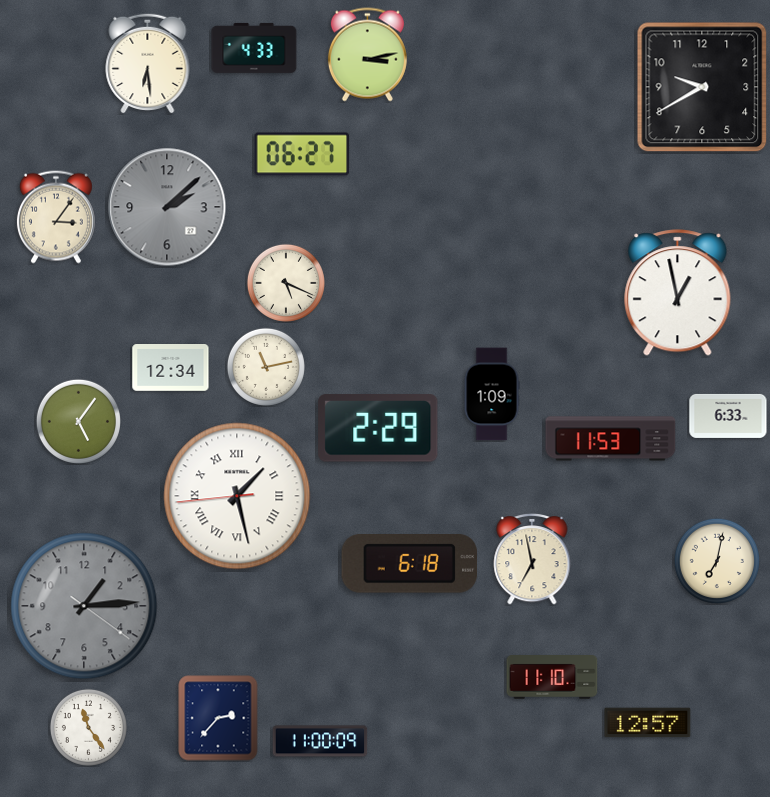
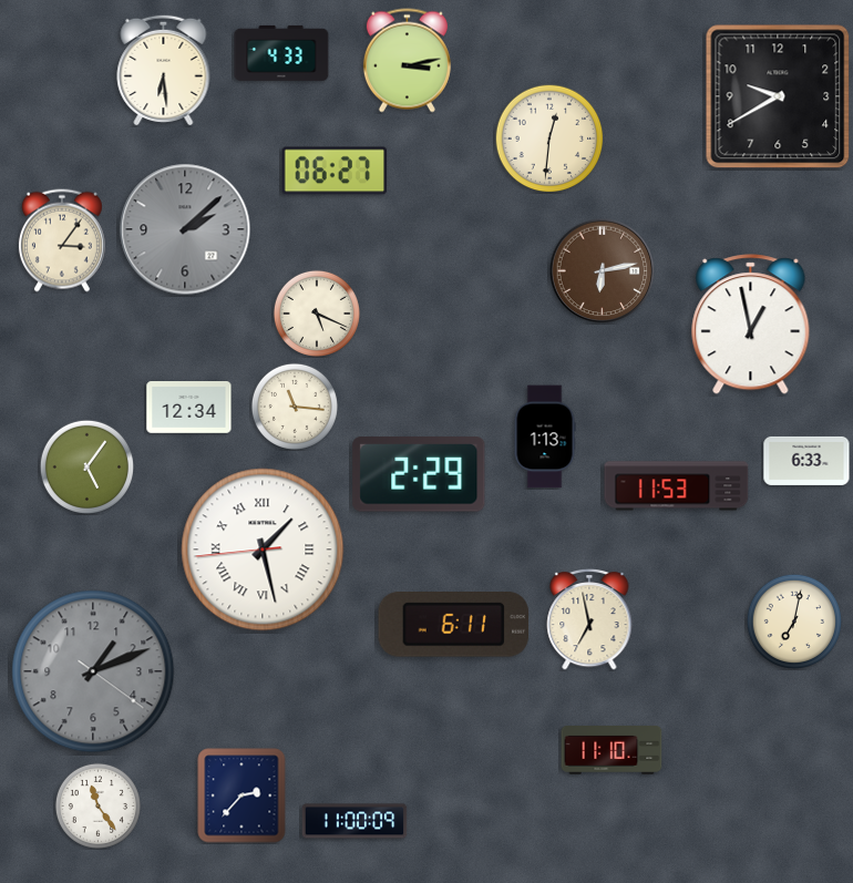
clock at (549, 138): none -> 12:31
clock at (602, 270): none -> 6:13
clock at (266, 367): 11:13 -> 11:16
clock at (492, 394): 1:09 -> 1:13
clock at (410, 564): 6:18 -> 6:11
clock at (84, 606): 1:14 -> 1:11
clock at (648, 723): 12:57 -> none
